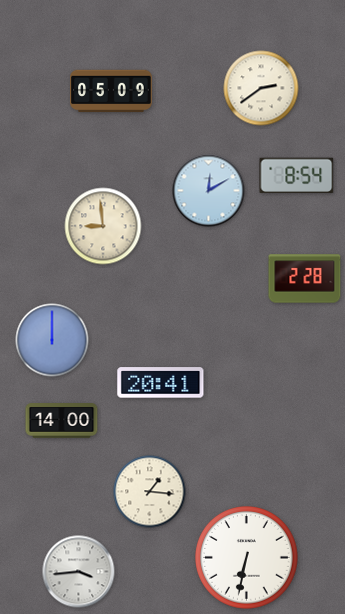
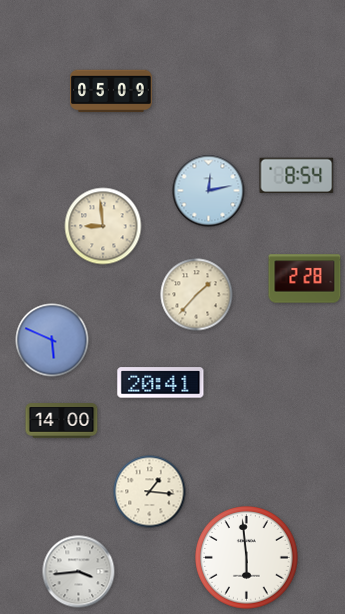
clock at (261, 88): 2:39 -> none
clock at (209, 191): 12:10 -> 12:13
clock at (197, 295): none -> 1:37
clock at (52, 340): 12:00 -> 5:49
clock at (247, 558): 6:32 -> 5:59
